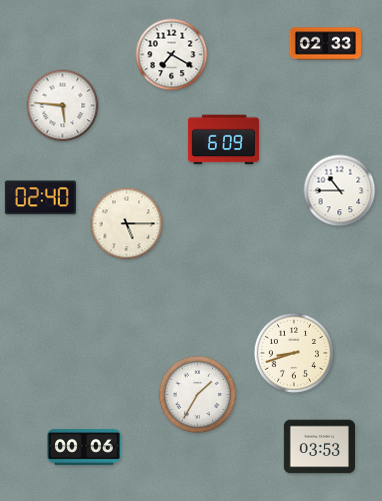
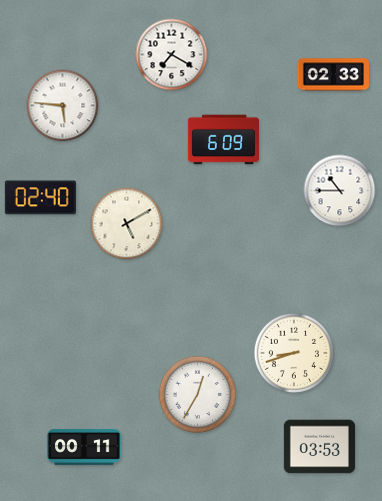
clock at (325, 44) position: (325, 44) -> (333, 75)
clock at (127, 224): 5:15 -> 5:10
clock at (198, 395): 1:35 -> 12:35
clock at (84, 447): 00:06 -> 00:11
